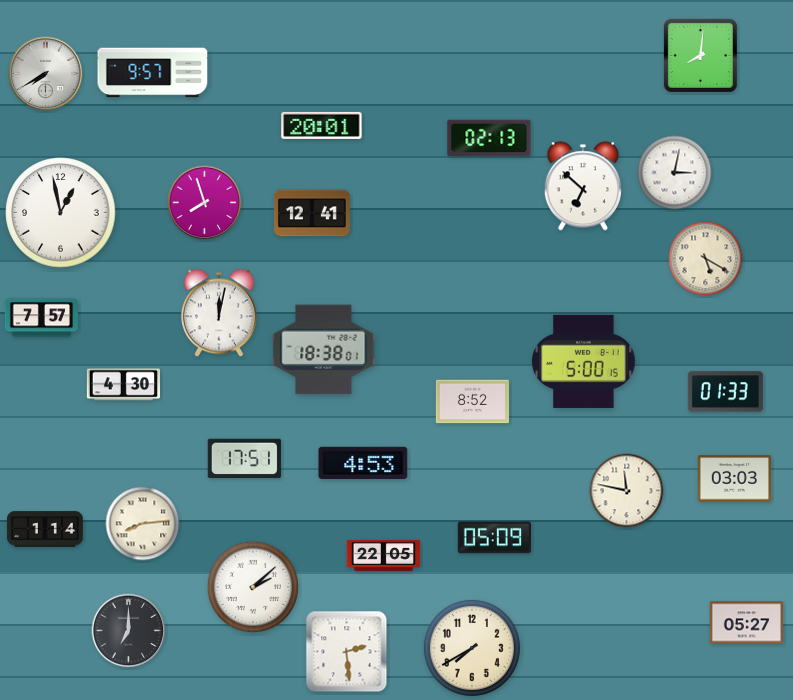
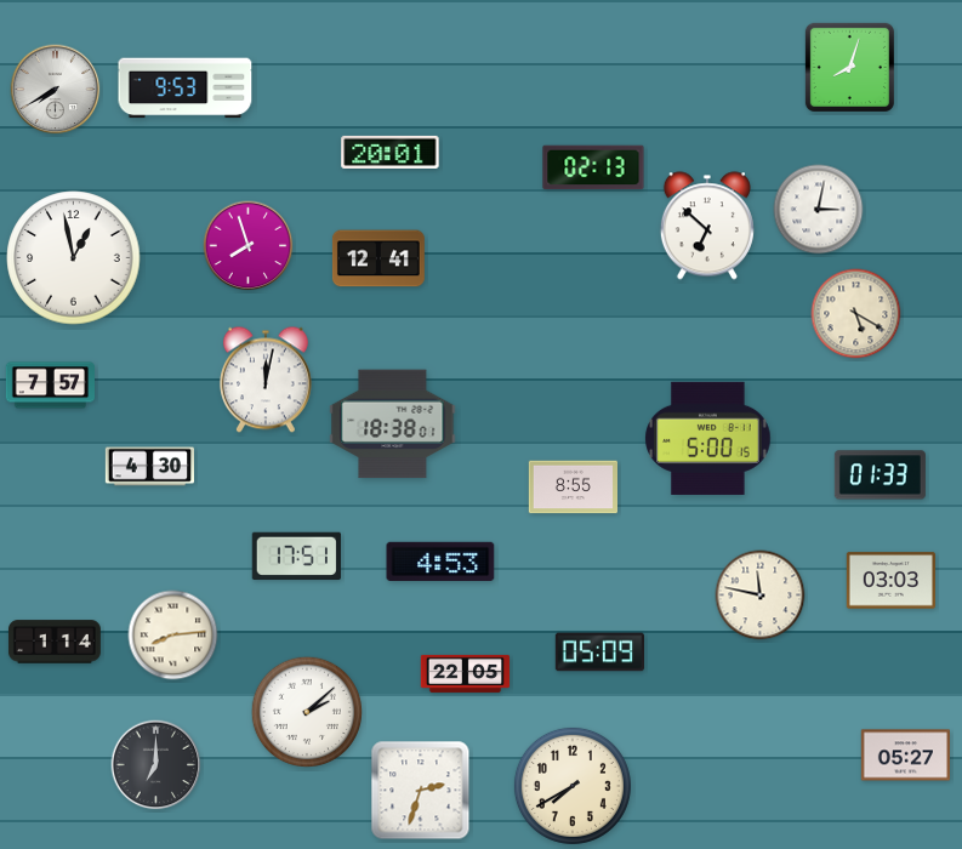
clock at (700, 55): 8:01 -> 8:03
clock at (153, 73): 9:57 -> 9:53
clock at (472, 402): 8:52 -> 8:55
clock at (347, 652): 2:29 -> 2:33
